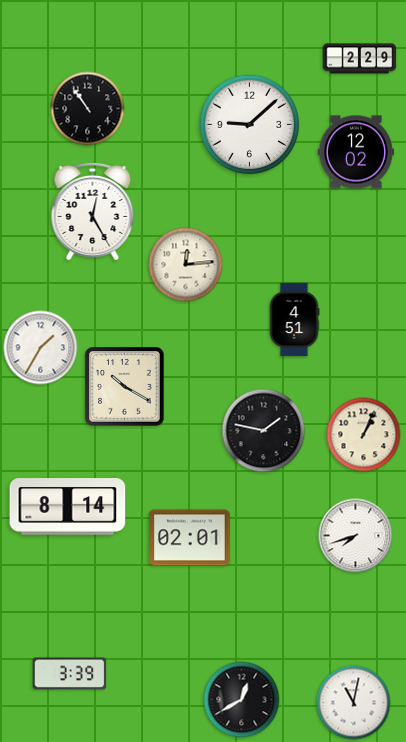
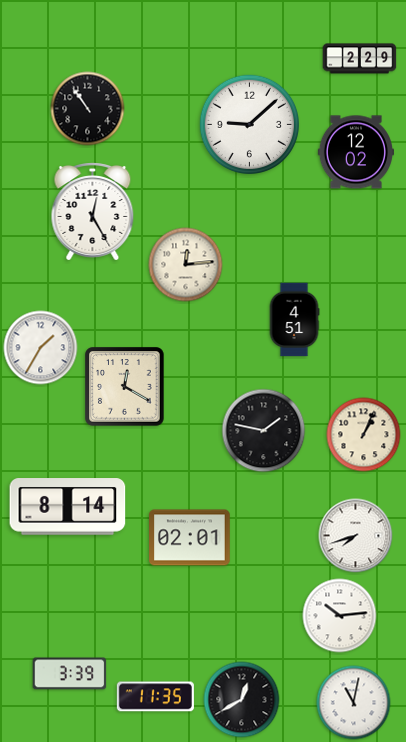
clock at (125, 387): 10:20 -> 12:20
clock at (340, 616): none -> 10:14
clock at (155, 697): none -> 11:35
